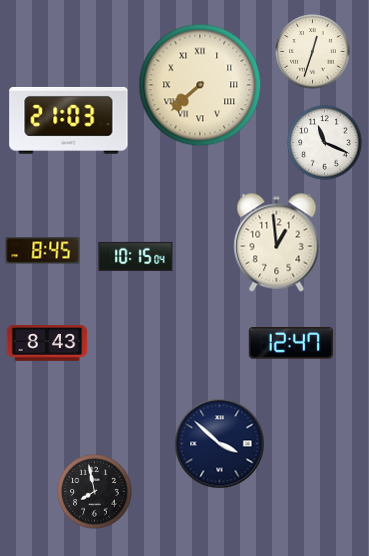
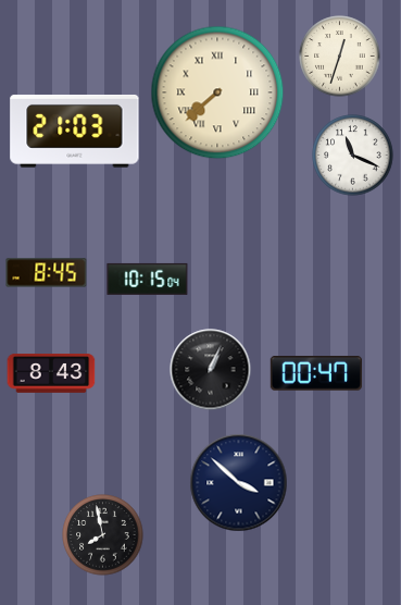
clock at (277, 243): 12:59 -> none
clock at (211, 370): none -> 1:04
clock at (291, 344): 12:47 -> 00:47
